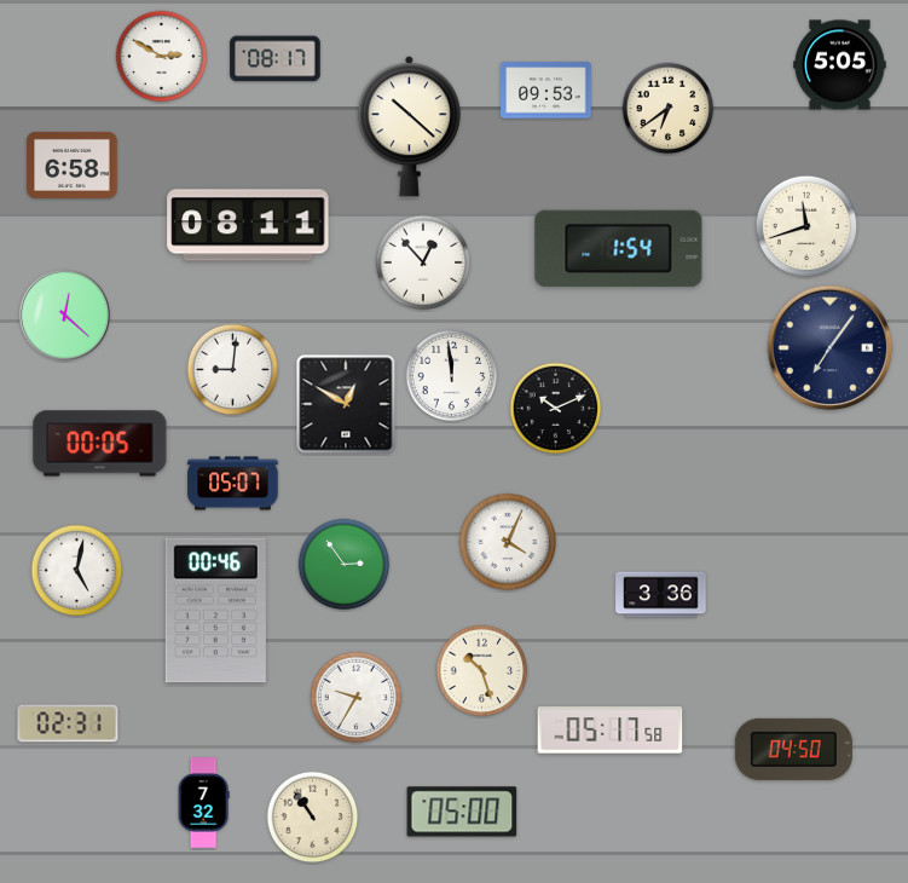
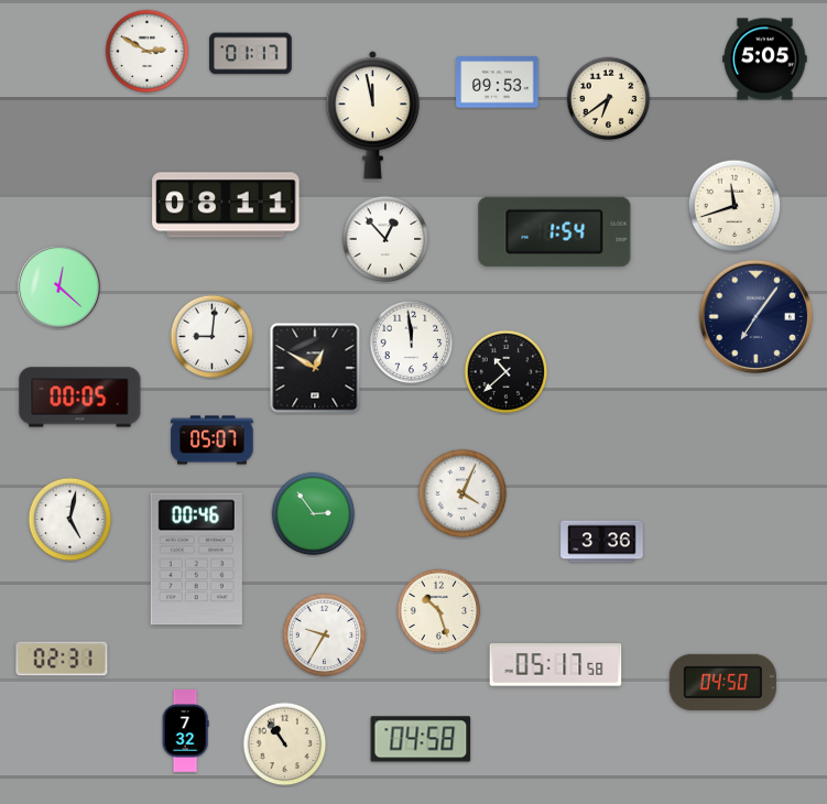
clock at (276, 59): 08:17 -> 01:17
clock at (409, 127): 10:22 -> 11:58
clock at (73, 165): 6:58 -> none
clock at (619, 248) position: (619, 248) -> (555, 231)
clock at (556, 409): 10:11 -> 10:38
clock at (100, 444) position: (100, 444) -> (80, 398)
clock at (215, 611) position: (215, 611) -> (196, 559)
clock at (462, 812): 05:00 -> 04:58
